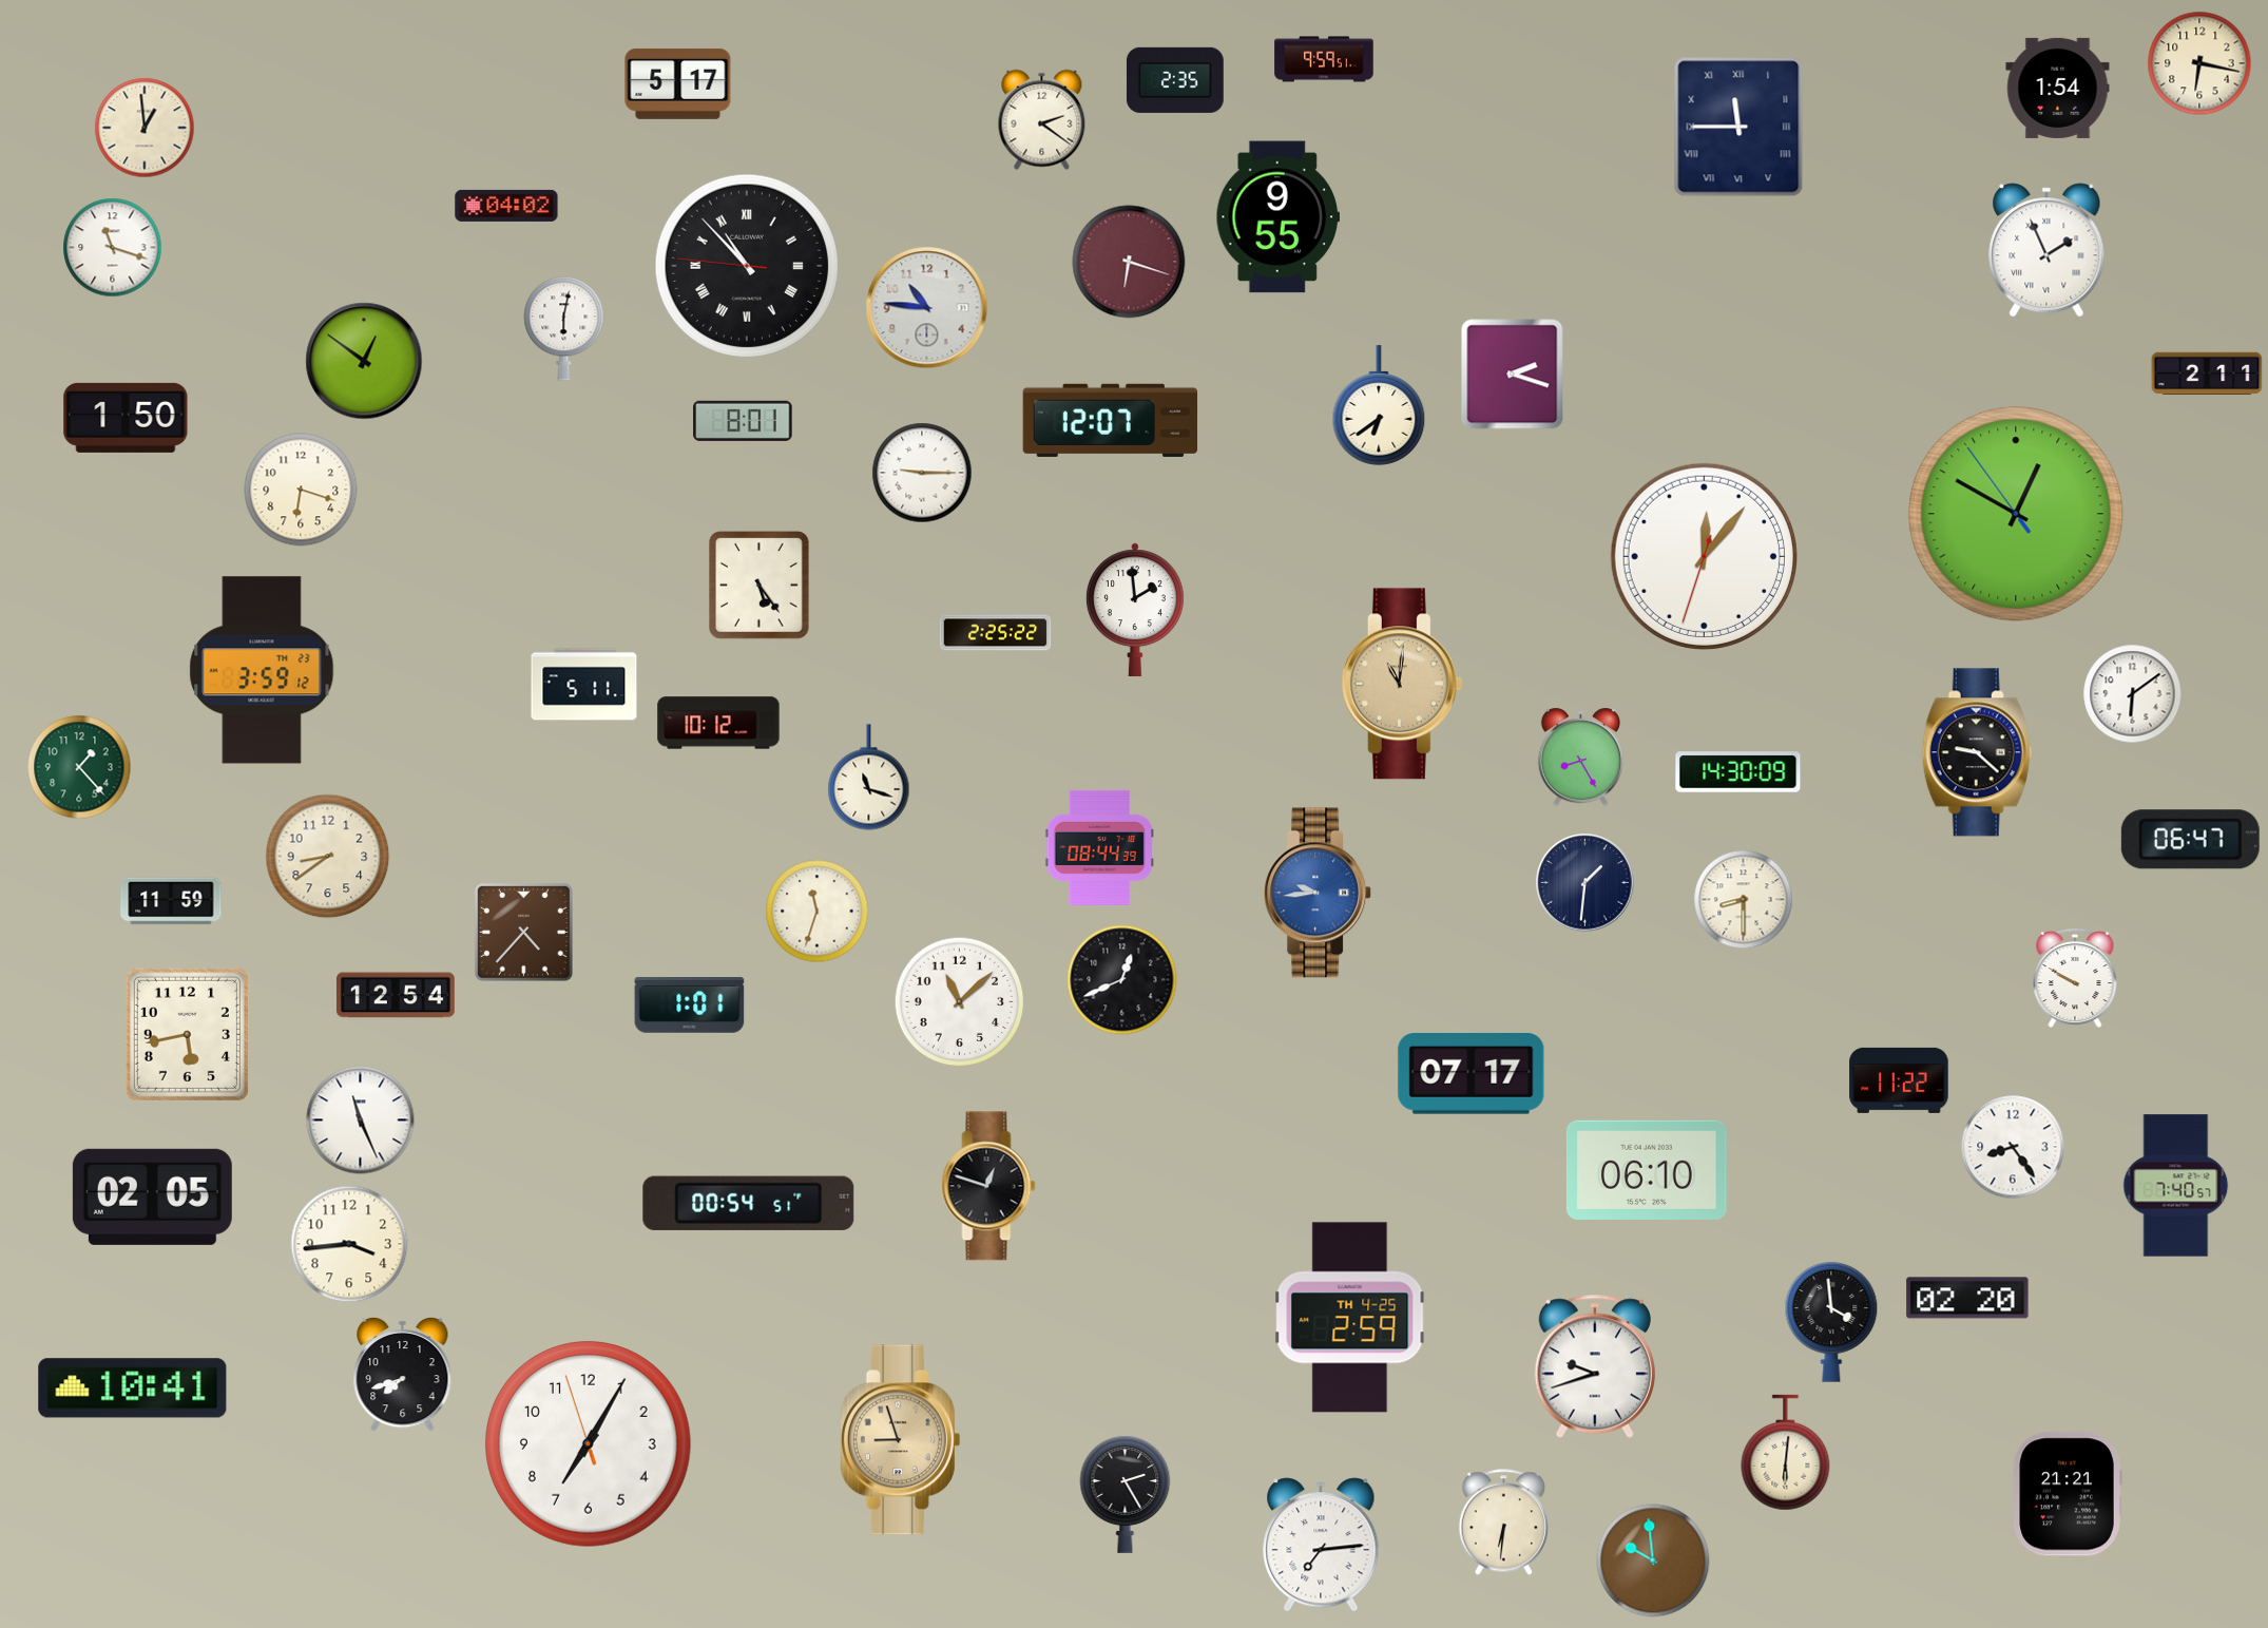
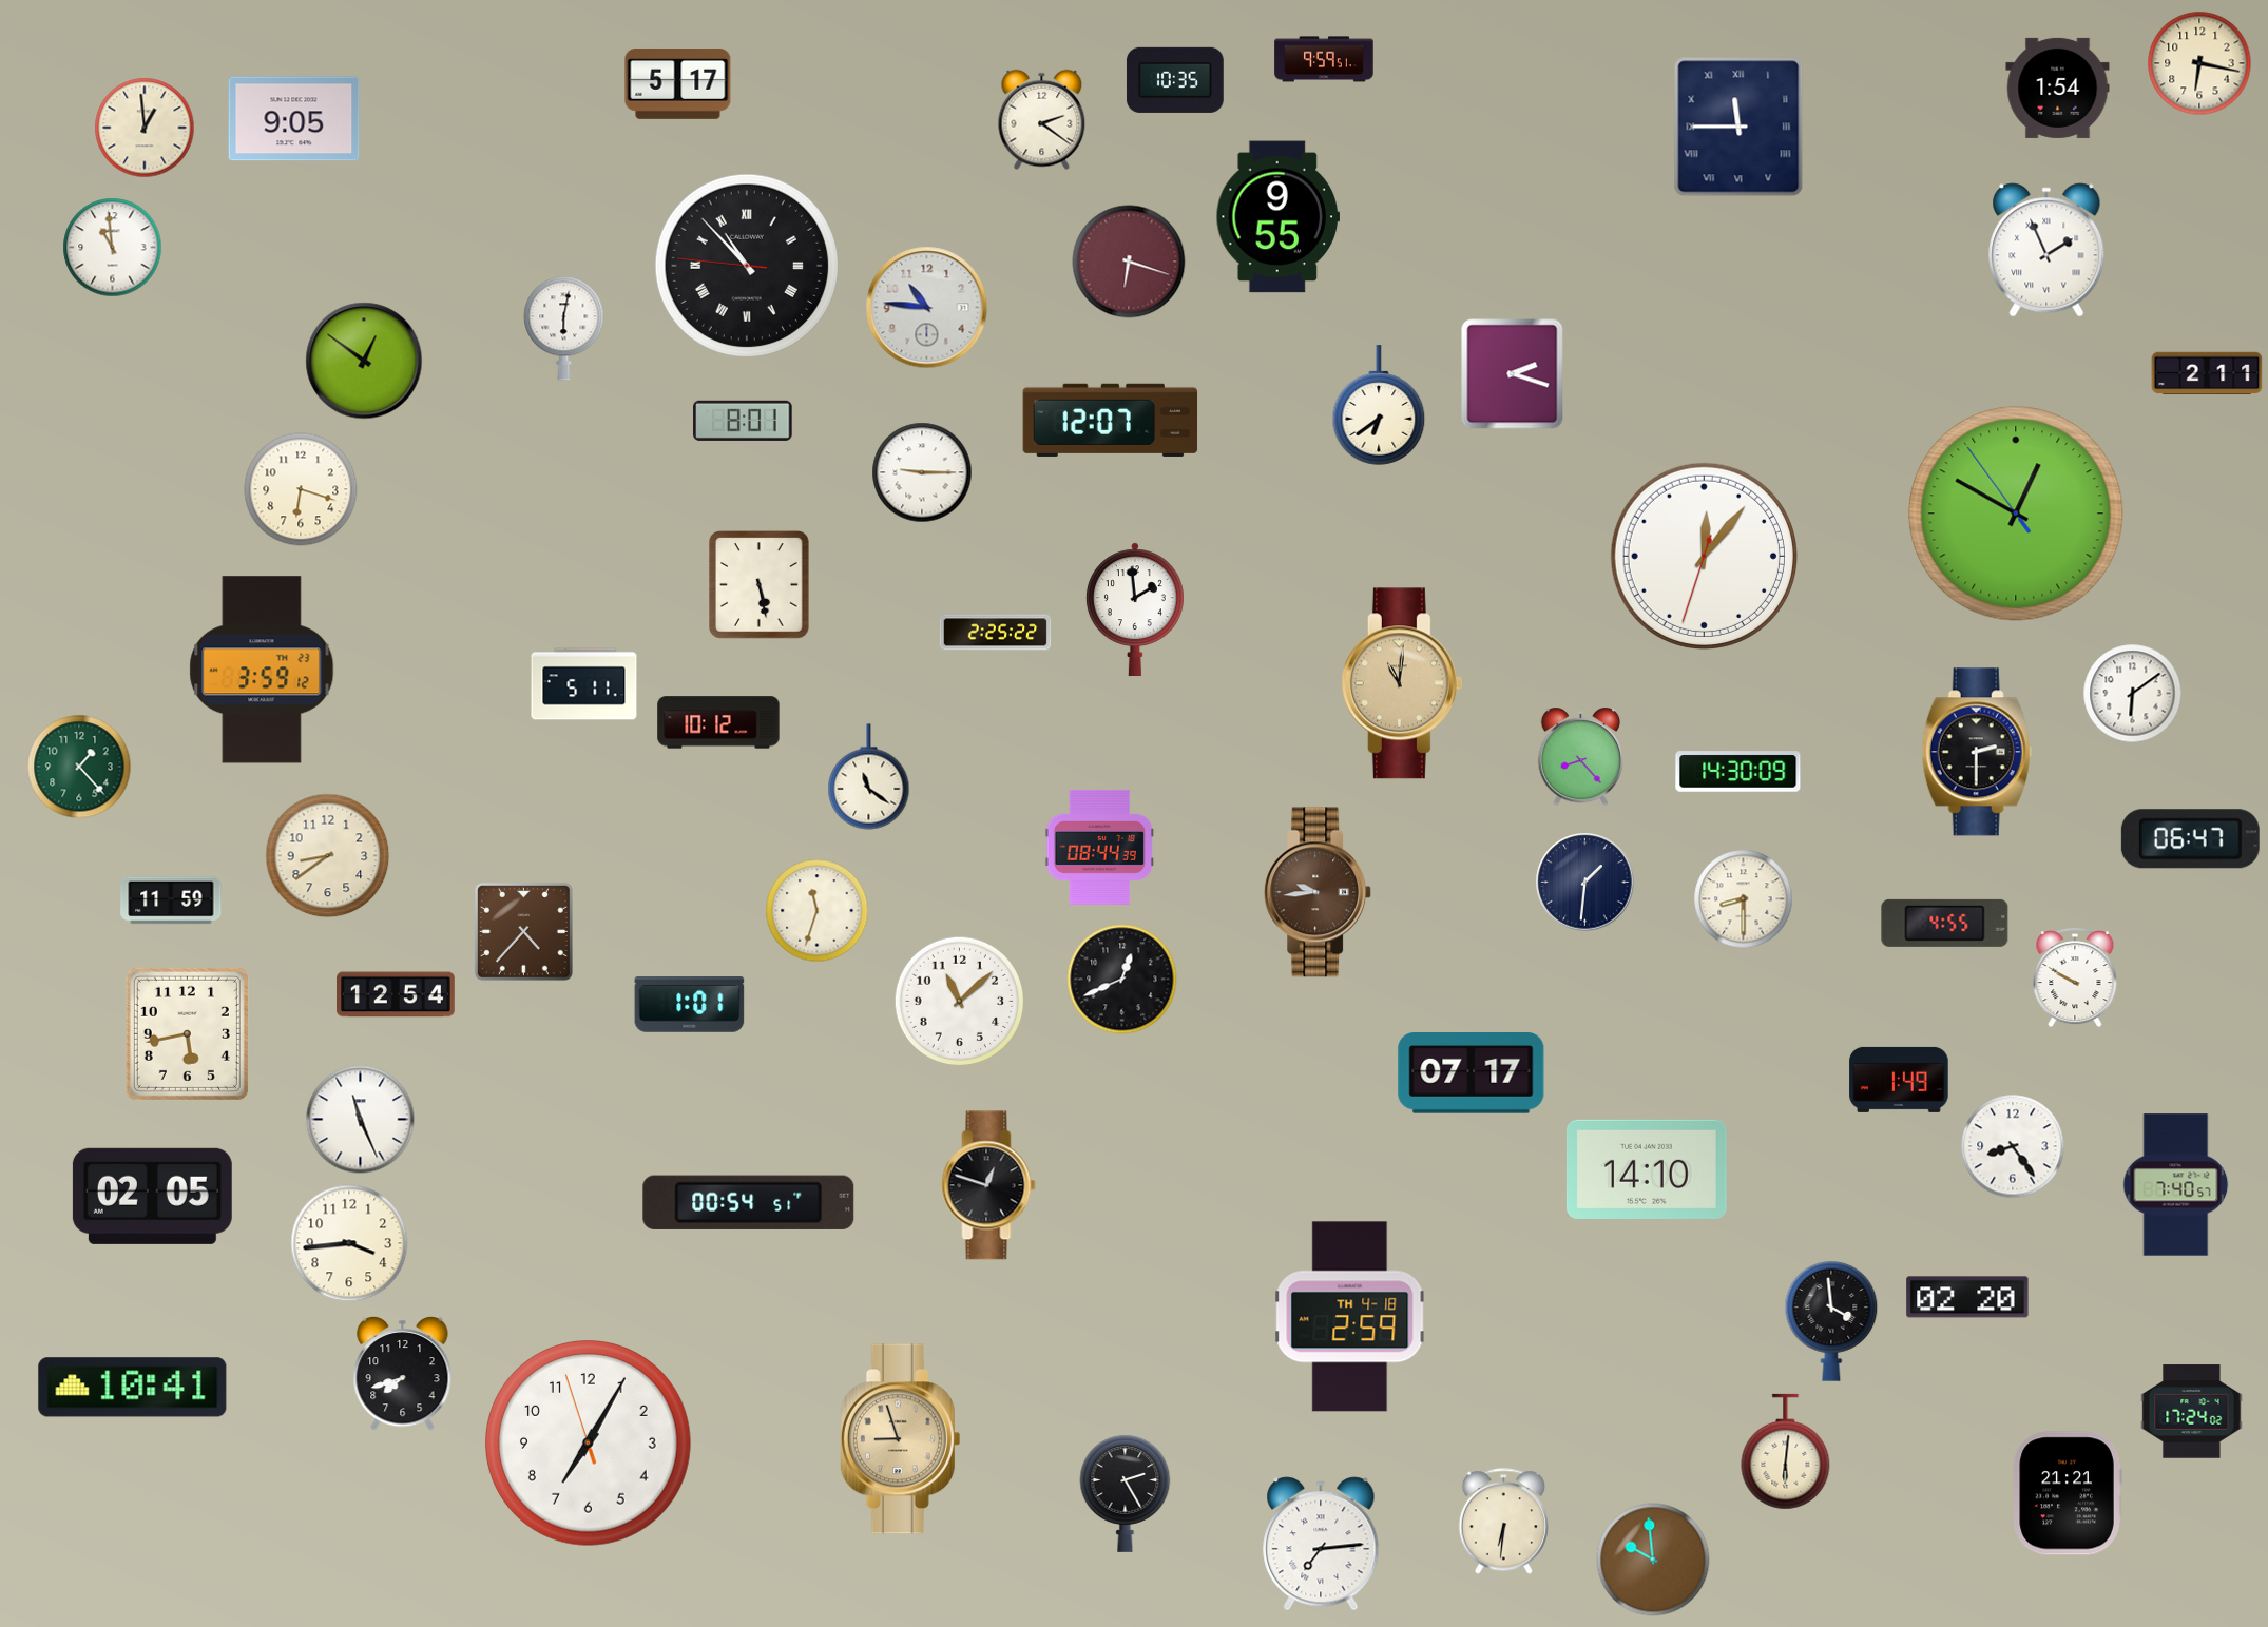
clock at (1175, 80): 2:35 -> 10:35
clock at (294, 119): none -> 9:05
clock at (506, 206): 04:02 -> none
clock at (113, 248): 11:18 -> 10:59
clock at (126, 418): 1:50 -> none
clock at (760, 586): 5:24 -> 5:28
clock at (1977, 752): 9:22 -> 2:30
clock at (1580, 758): 8:25 -> 8:23
clock at (869, 778): 11:18 -> 11:21
clock at (1319, 893) dial: blue -> brown
clock at (1945, 923): none -> 4:55
clock at (1899, 1080): 11:22 -> 1:49
clock at (1647, 1170): 06:10 -> 14:10
clock at (1350, 1318) date: TH 4-25 -> TH 4-18
clock at (1595, 1366): 9:42 -> none
clock at (2192, 1412): none -> 17:24
